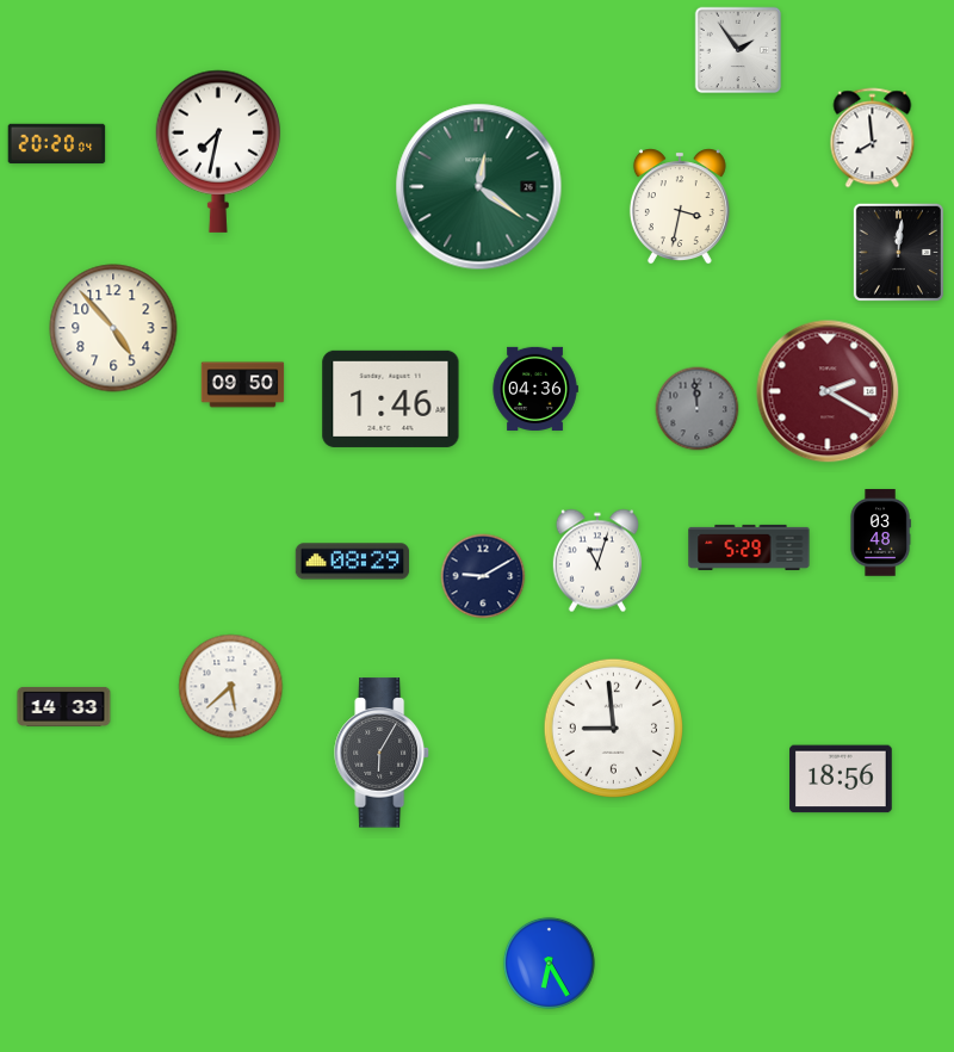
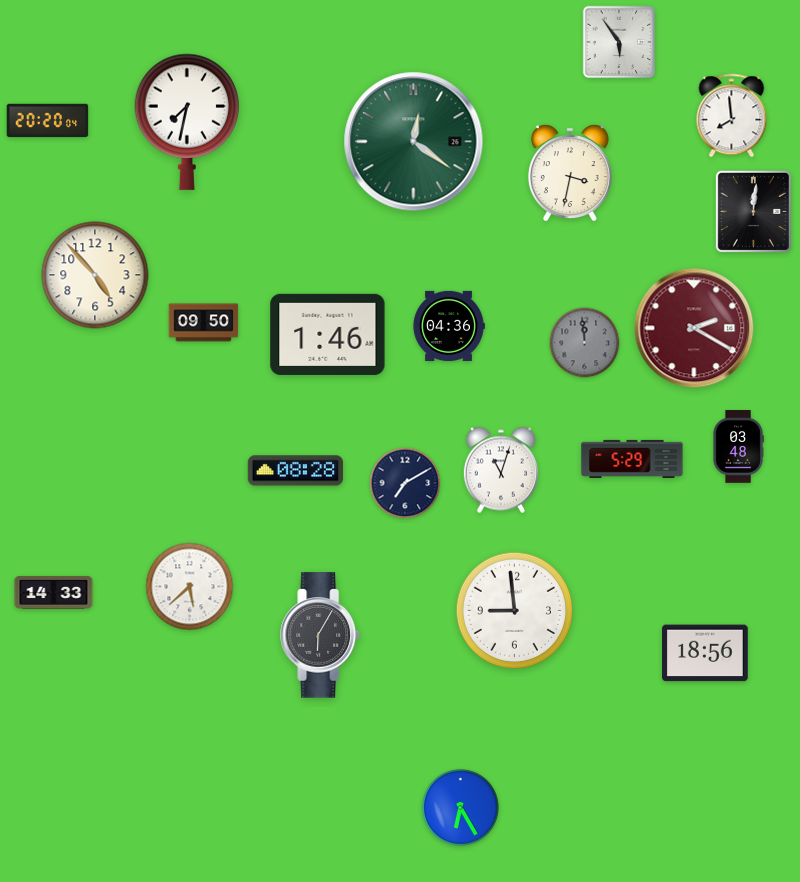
clock at (738, 50): 1:54 -> 5:54
clock at (218, 151) position: (218, 151) -> (187, 122)
clock at (479, 187) position: (479, 187) -> (414, 142)
clock at (749, 547) position: (749, 547) -> (632, 459)
clock at (353, 562): 08:29 -> 08:28
clock at (483, 576): 9:10 -> 7:10
clock at (231, 687) position: (231, 687) -> (190, 587)
clock at (382, 753) position: (382, 753) -> (320, 635)
